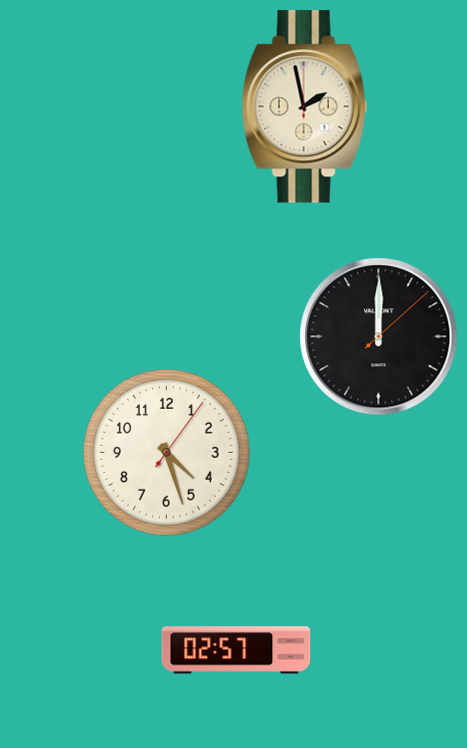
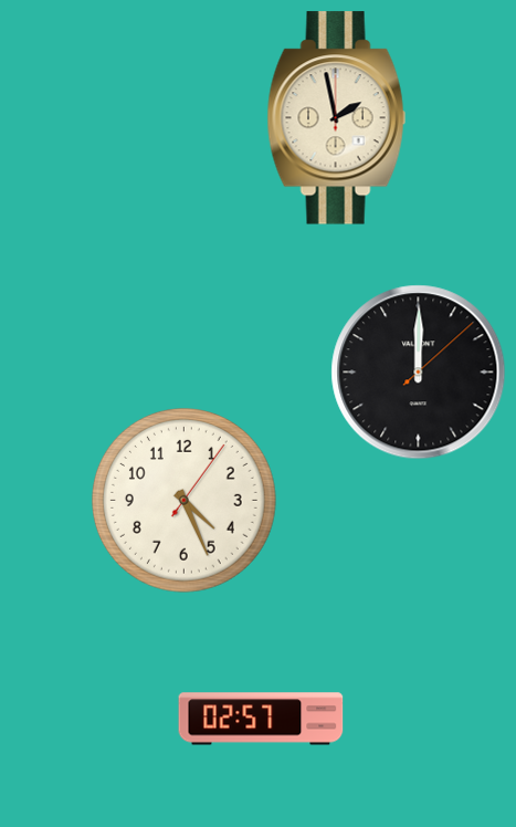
clock at (167, 453): 4:27 -> 4:26
